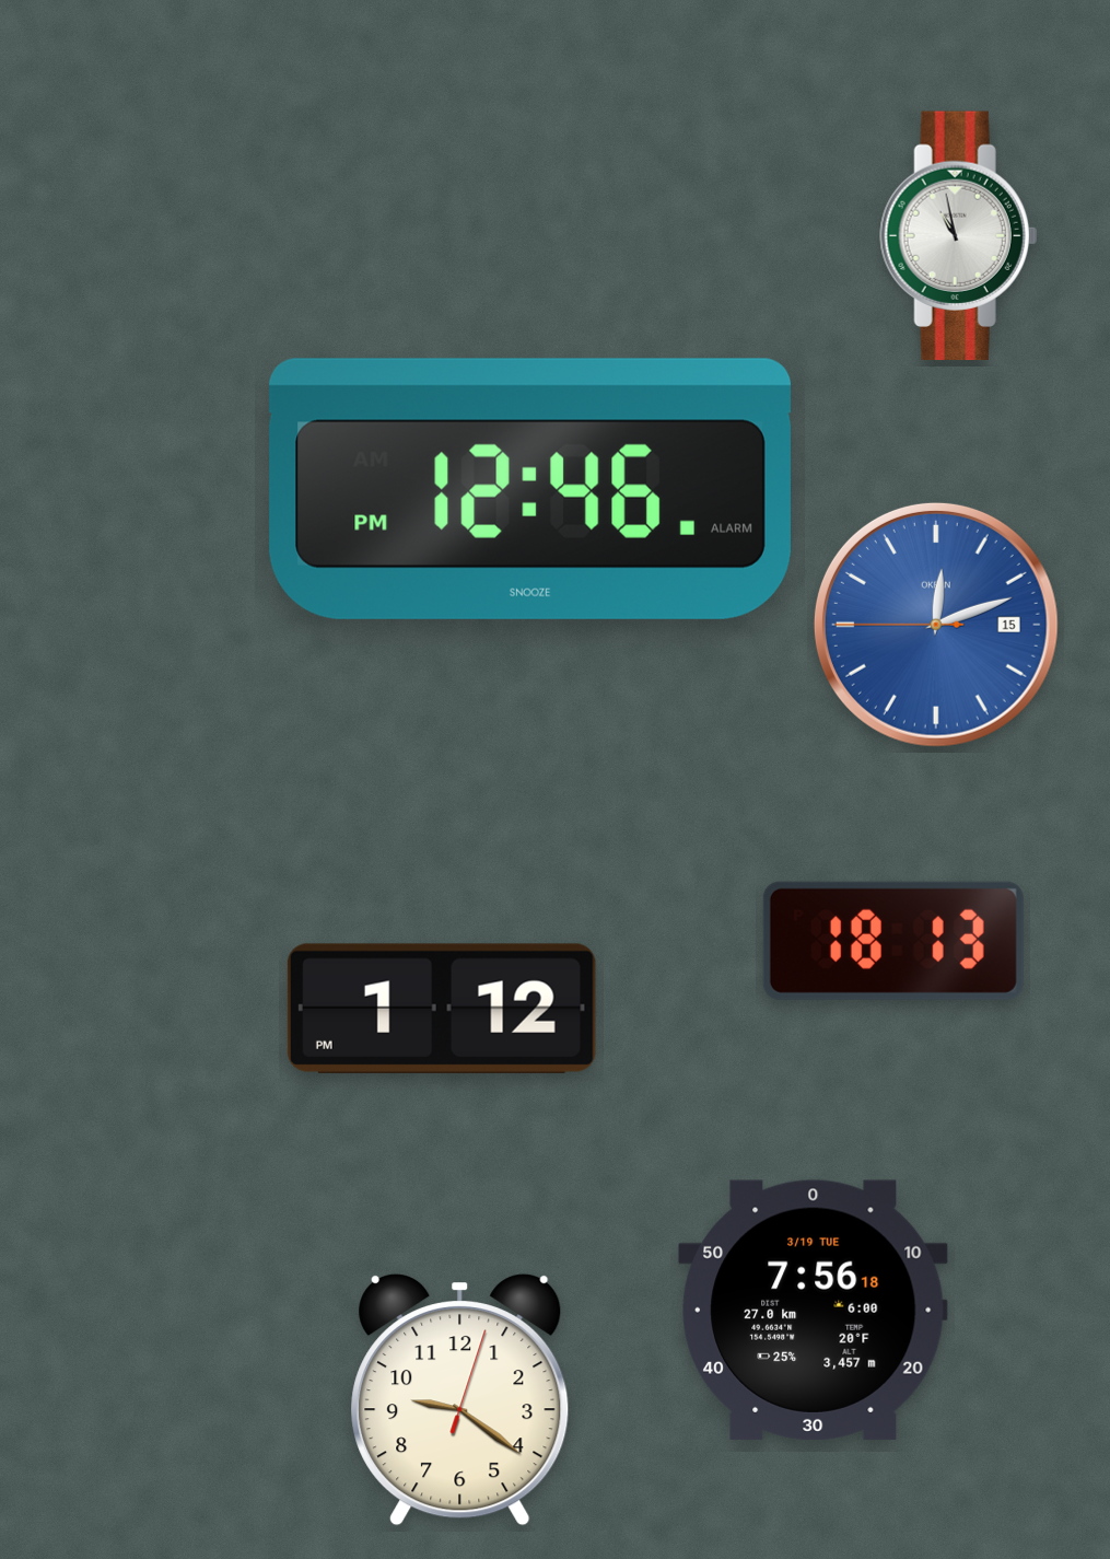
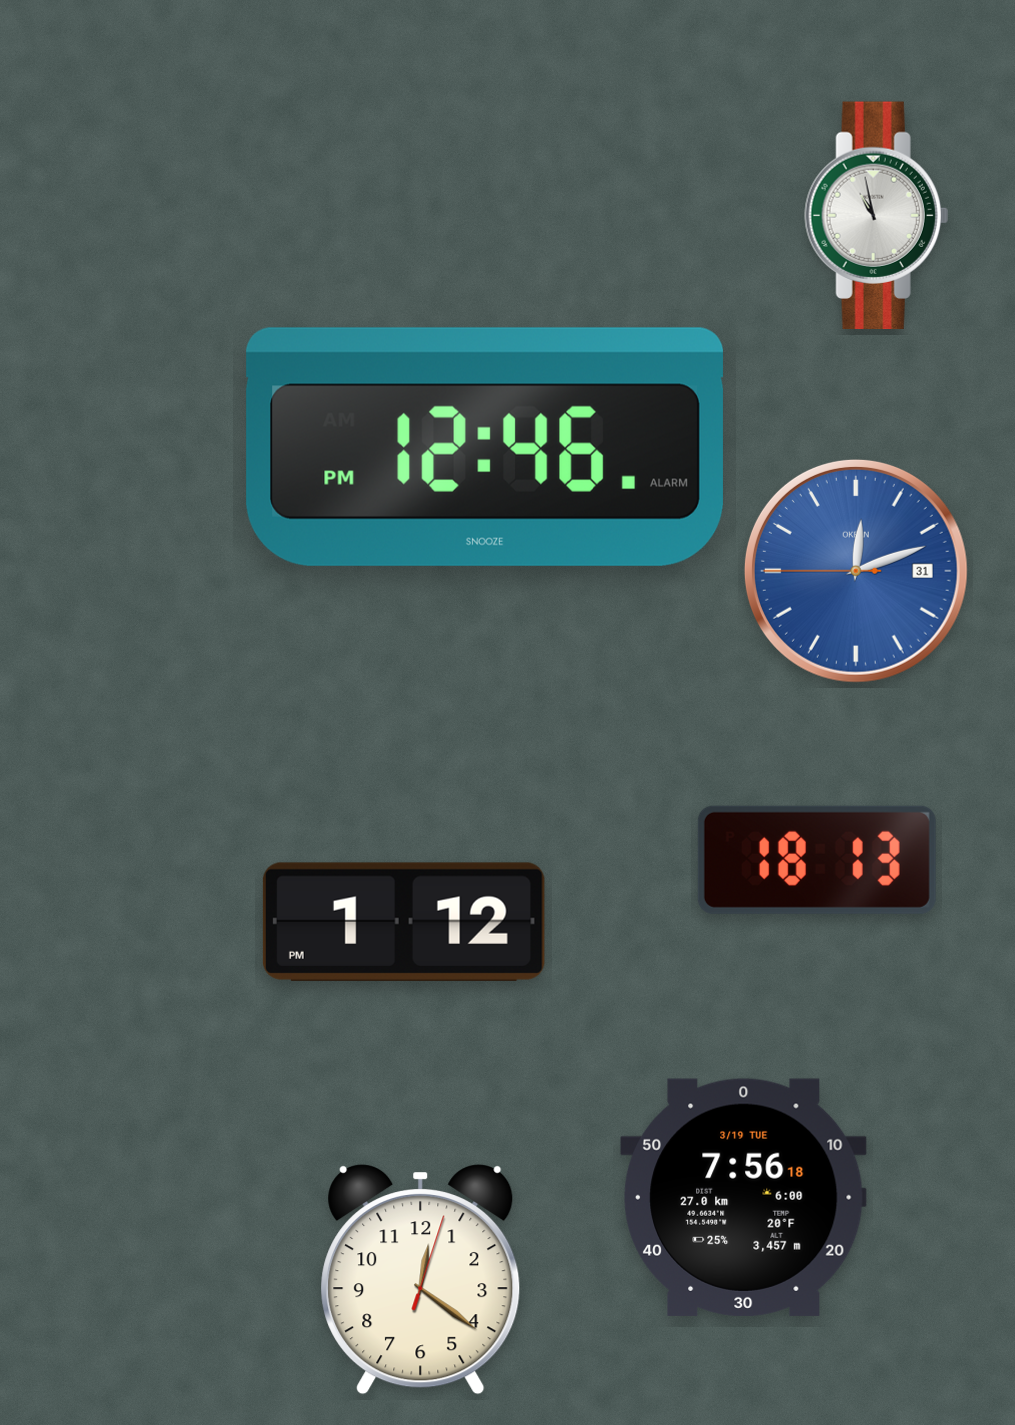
clock at (936, 625) date: 15 -> 31
clock at (460, 1399): 9:21 -> 12:21
